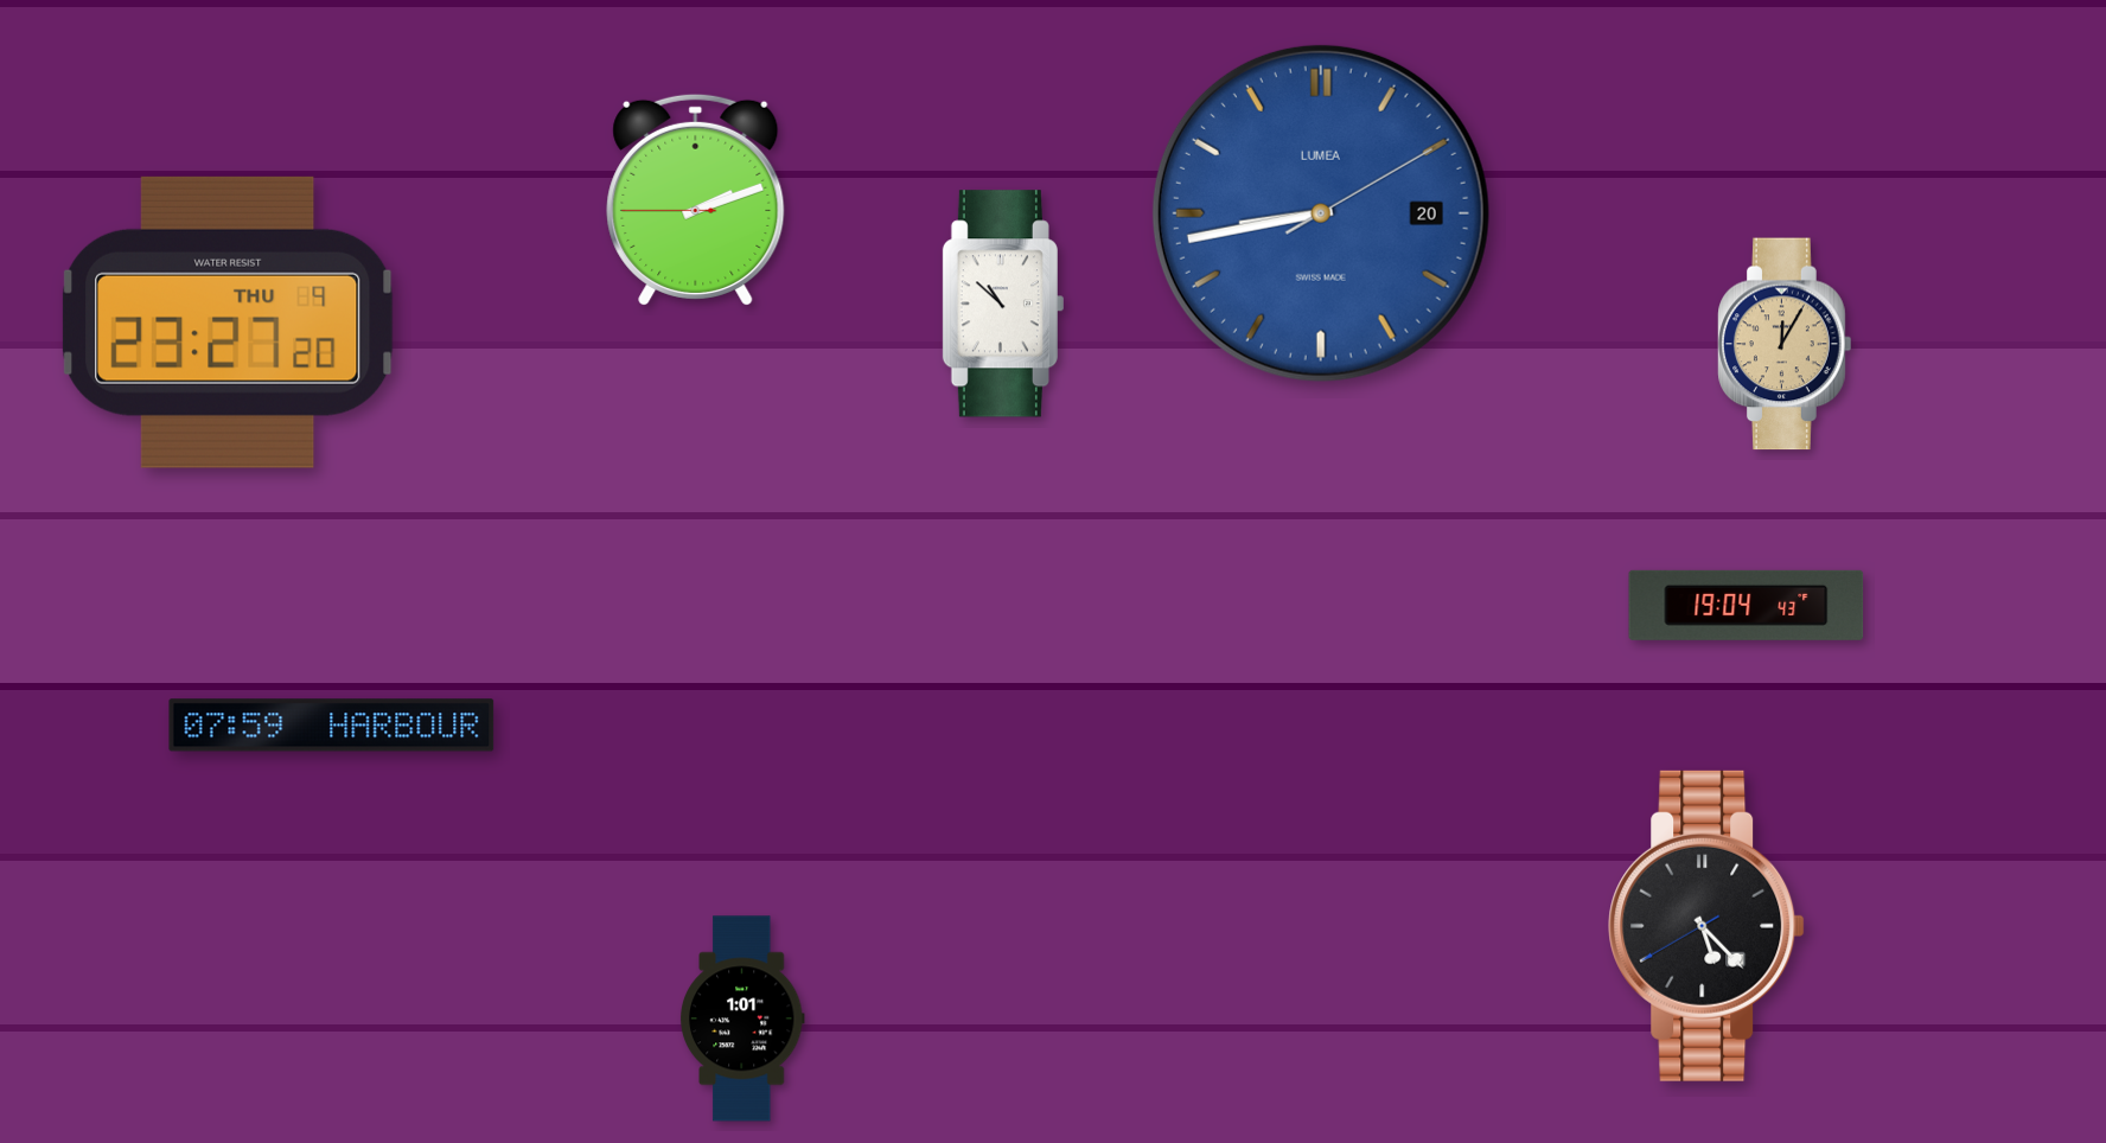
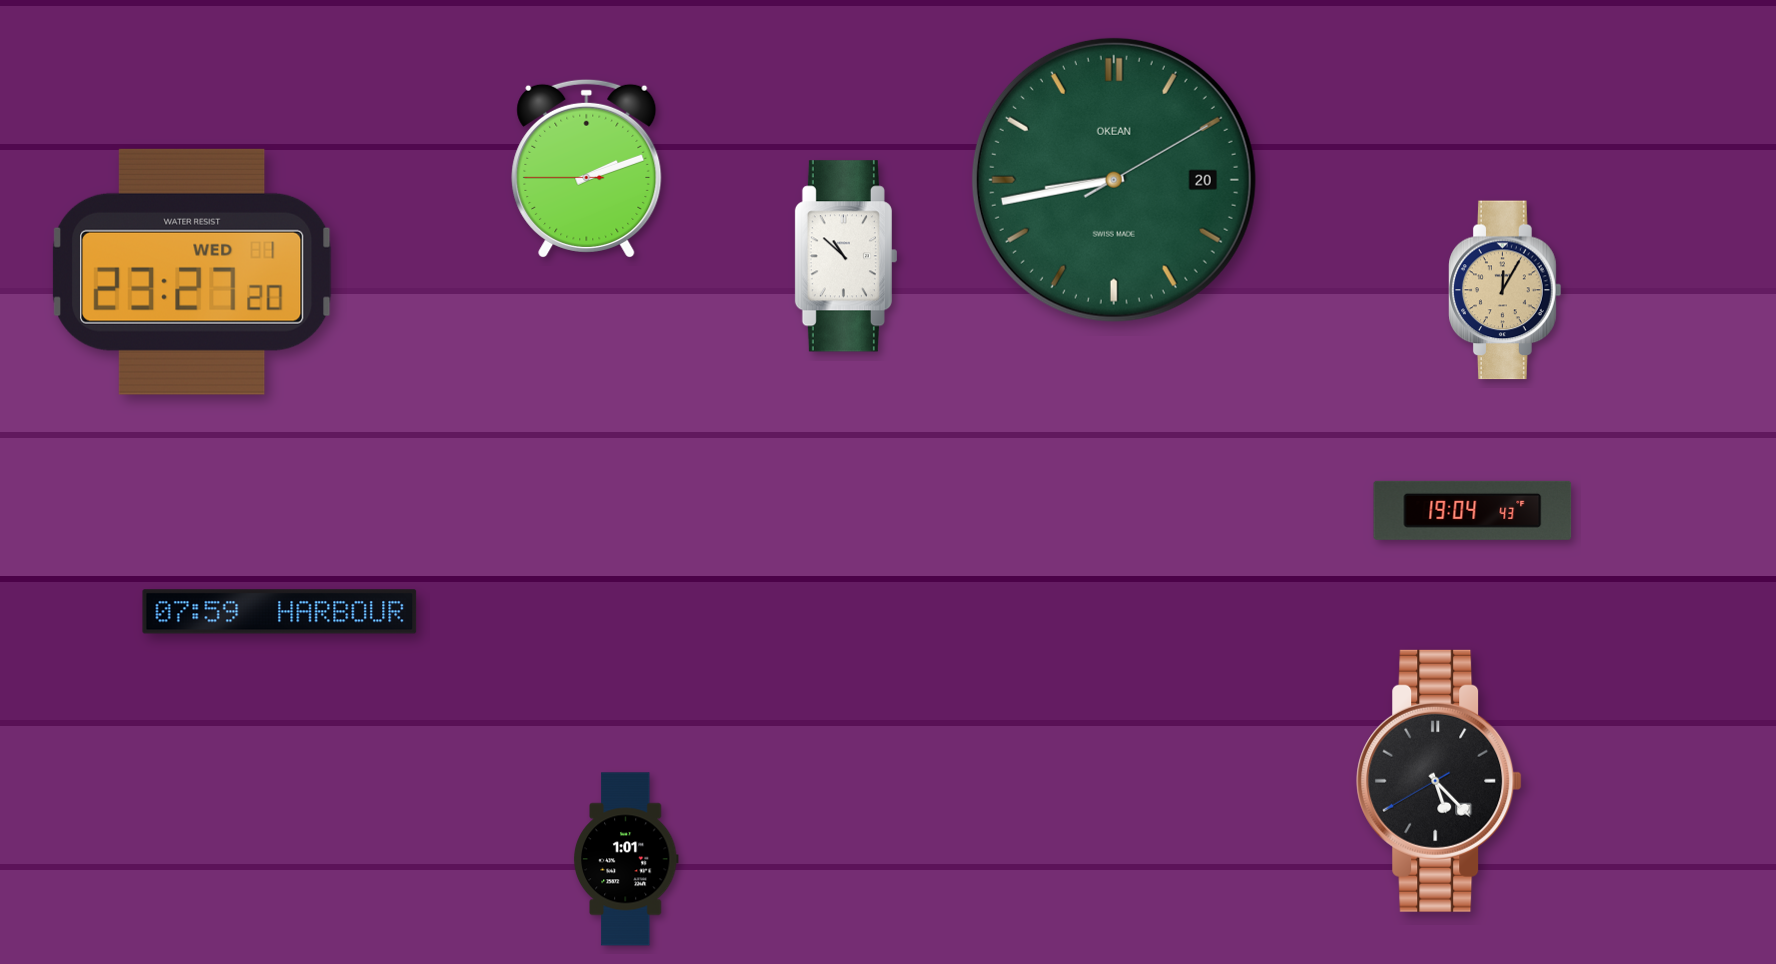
clock at (1321, 213) dial: blue -> green
clock at (1321, 213) brand: LUMEA -> OKEAN
clock at (228, 323) date: THU 9 -> WED 1
